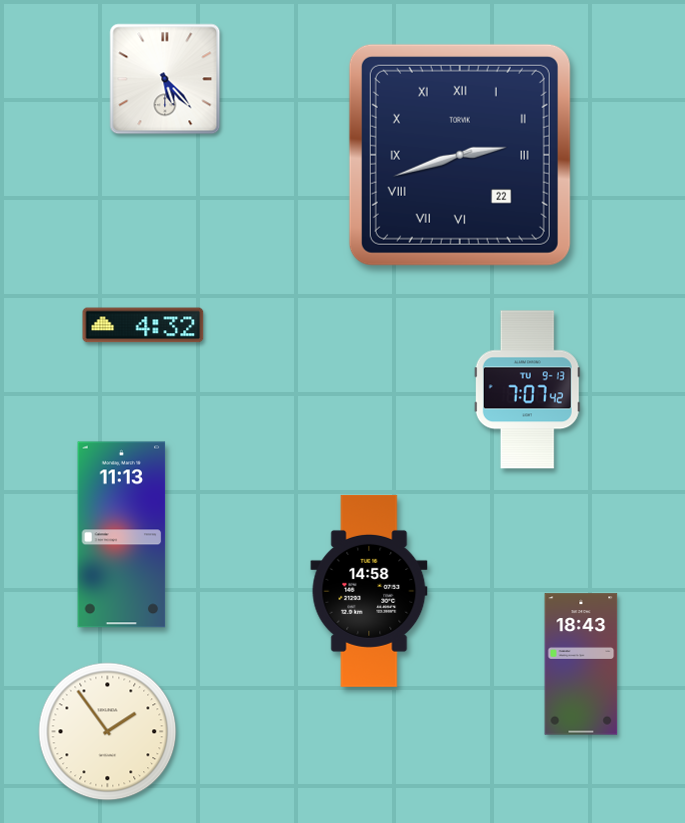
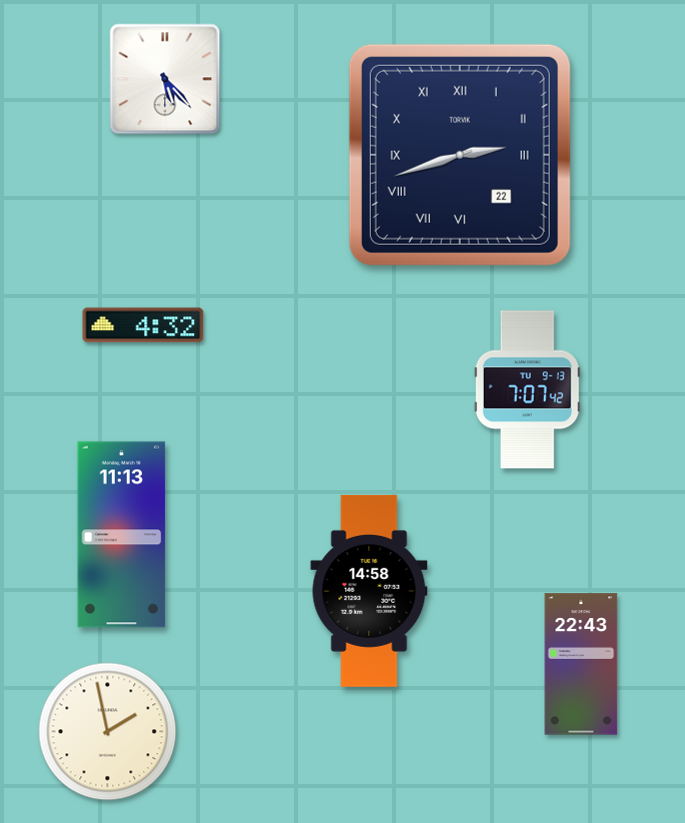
clock at (581, 664): 18:43 -> 22:43
clock at (108, 732): 1:54 -> 1:58
